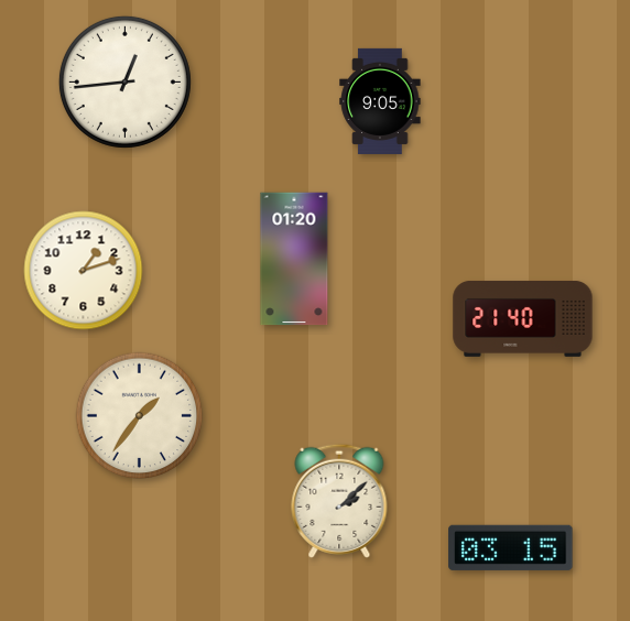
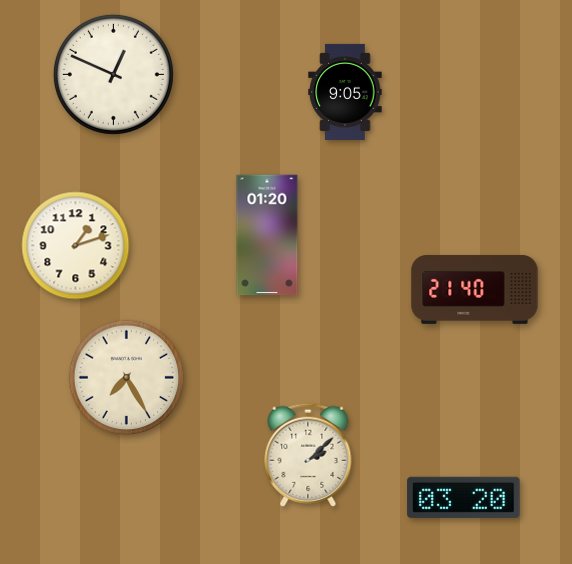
clock at (124, 81): 12:44 -> 12:49
clock at (140, 416): 1:36 -> 7:25
clock at (511, 547): 03:15 -> 03:20
